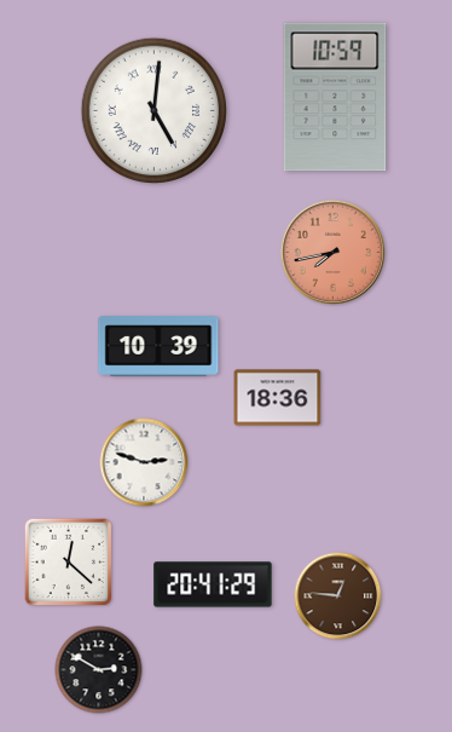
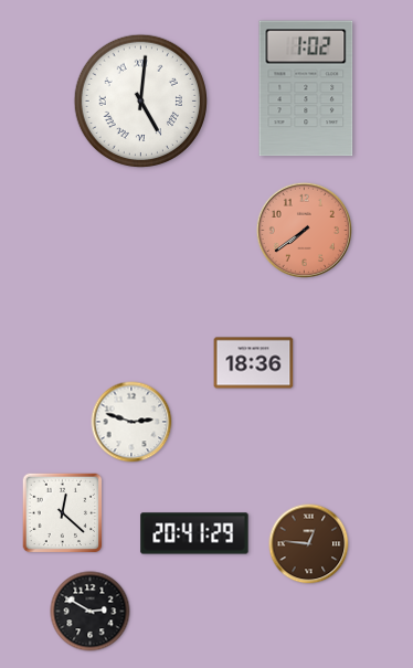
clock at (335, 97): 10:59 -> 1:02
clock at (332, 252): 7:43 -> 7:39
clock at (158, 346): 10:39 -> none
